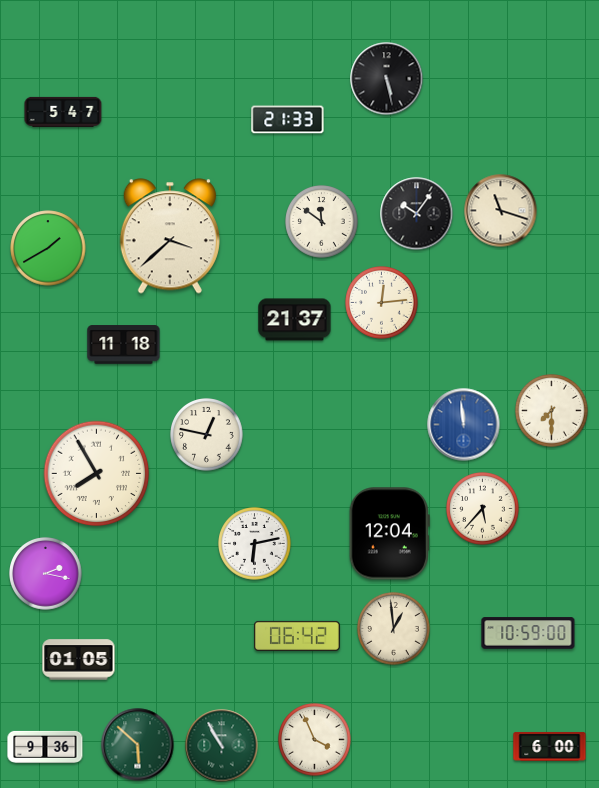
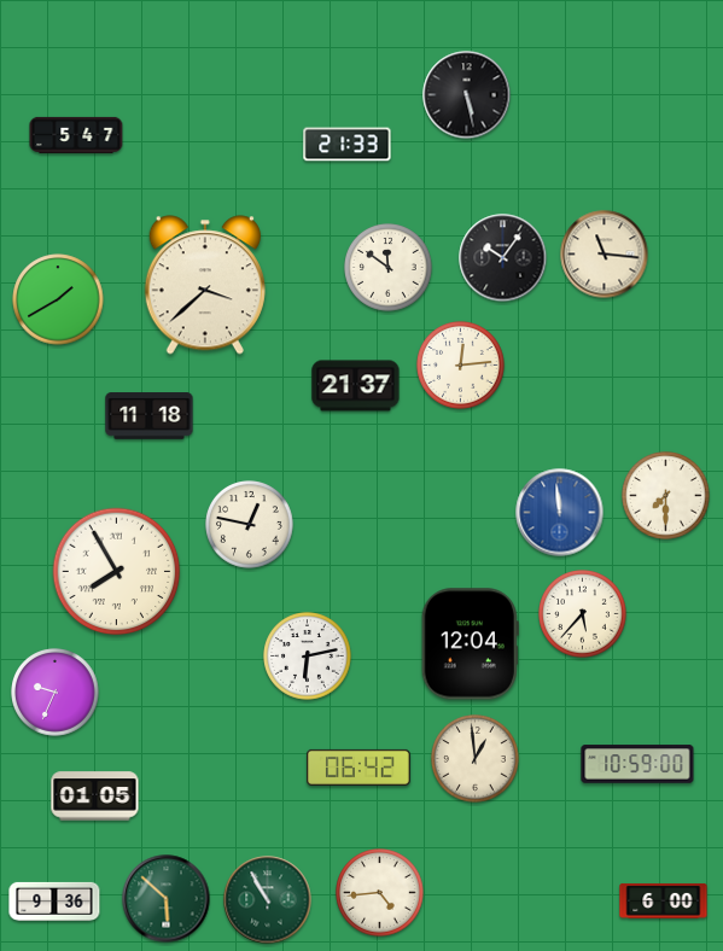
clock at (501, 211): 11:18 -> 11:16
clock at (46, 574): 2:17 -> 9:34
clock at (315, 740): 3:56 -> 4:44
